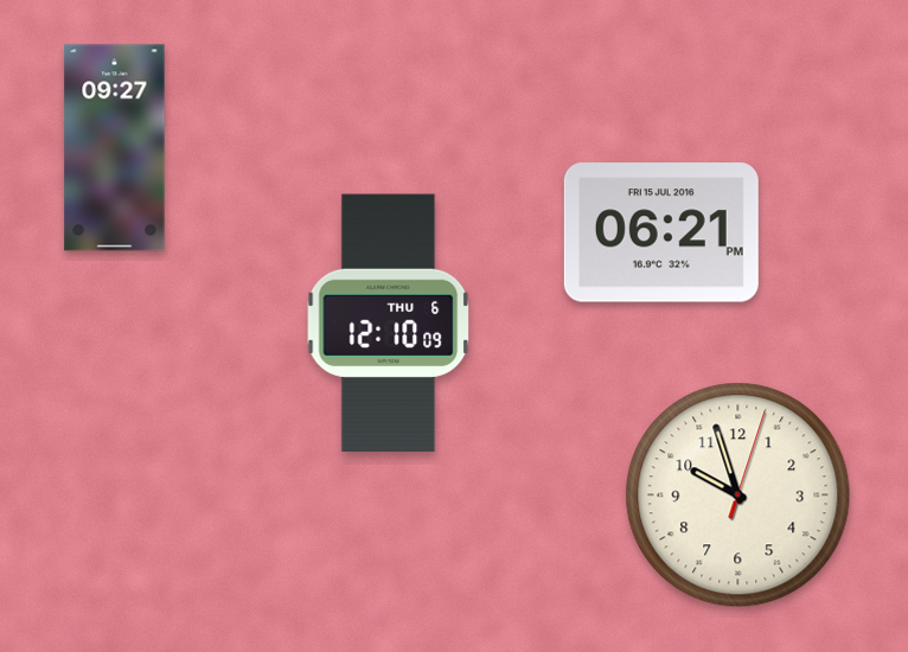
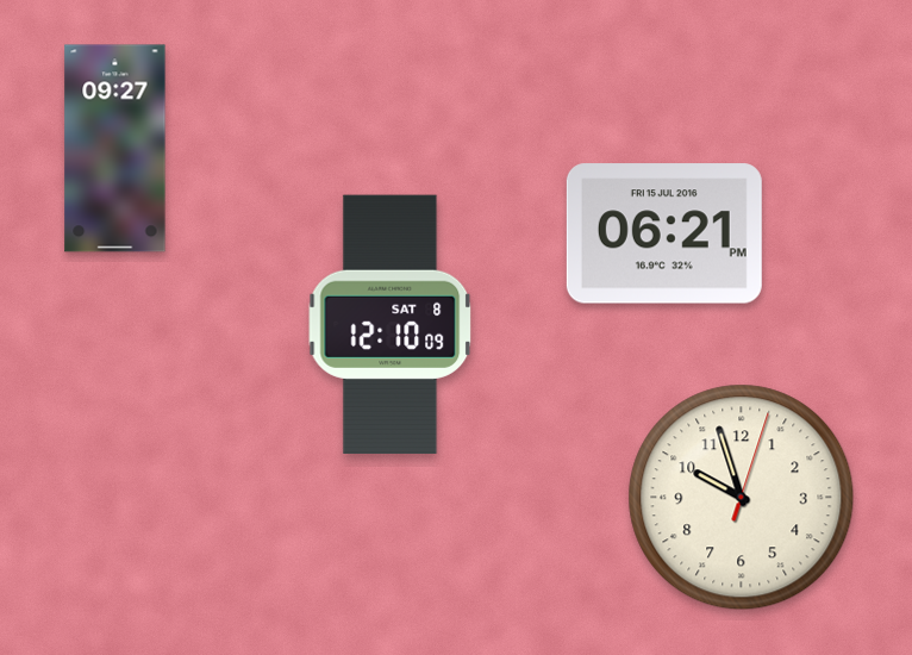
clock at (389, 322) date: THU 6 -> SAT 8
